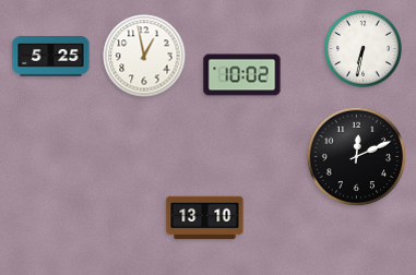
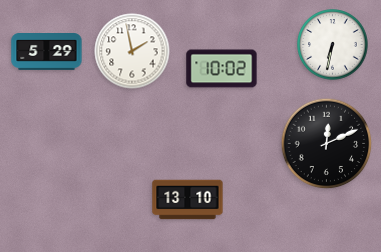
clock at (144, 56): 12:58 -> 1:58
clock at (51, 57): 5:25 -> 5:29
